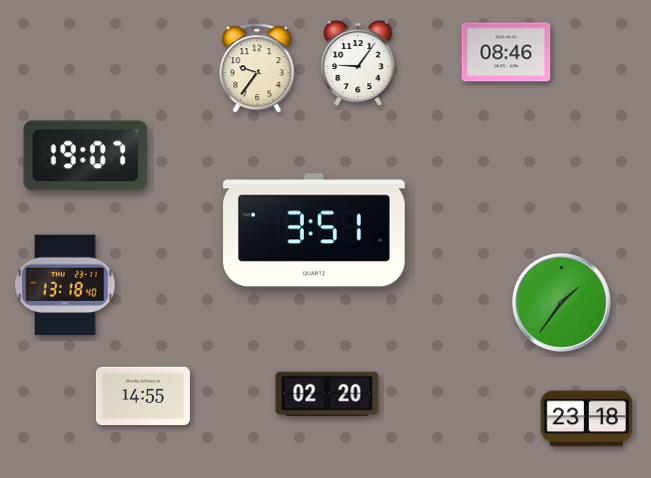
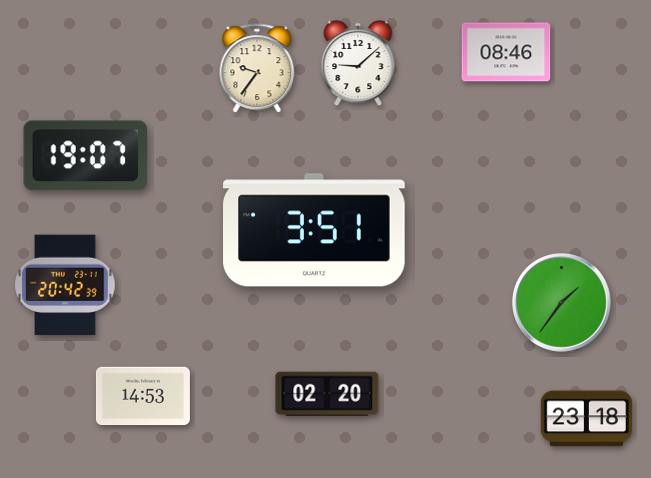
clock at (358, 63): 9:06 -> 9:08
clock at (65, 285): 13:18 -> 20:42
clock at (143, 396): 14:55 -> 14:53
